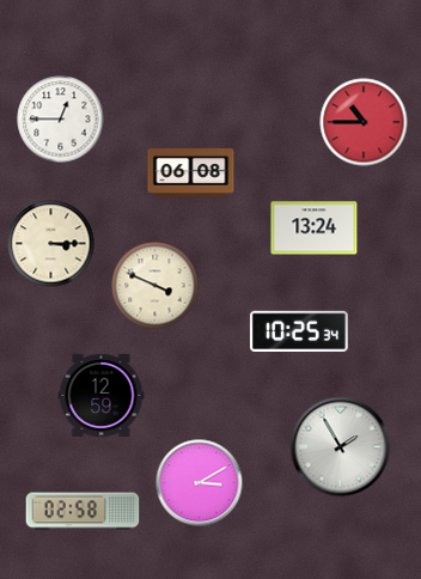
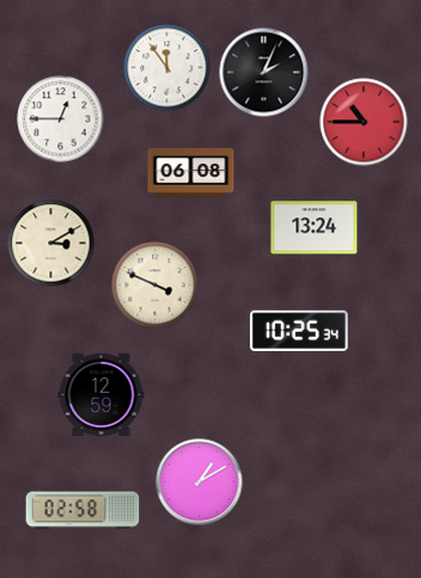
clock at (167, 68): none -> 11:54
clock at (264, 73): none -> 2:04
clock at (51, 244): 3:15 -> 3:10
clock at (341, 447): 1:55 -> none
clock at (200, 483): 3:10 -> 1:10
